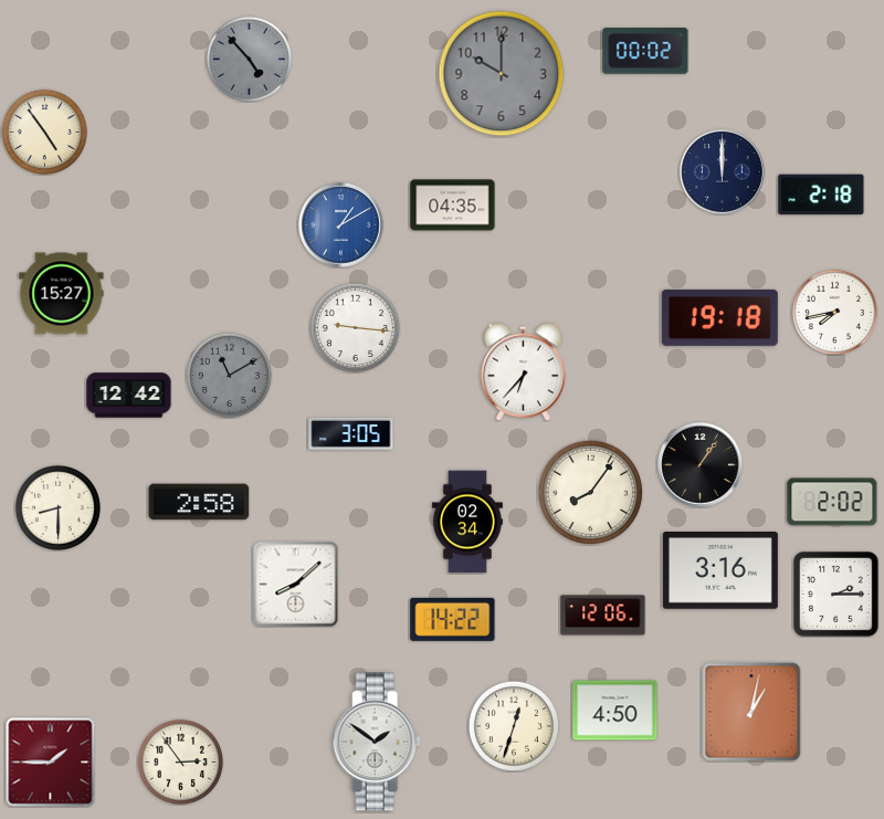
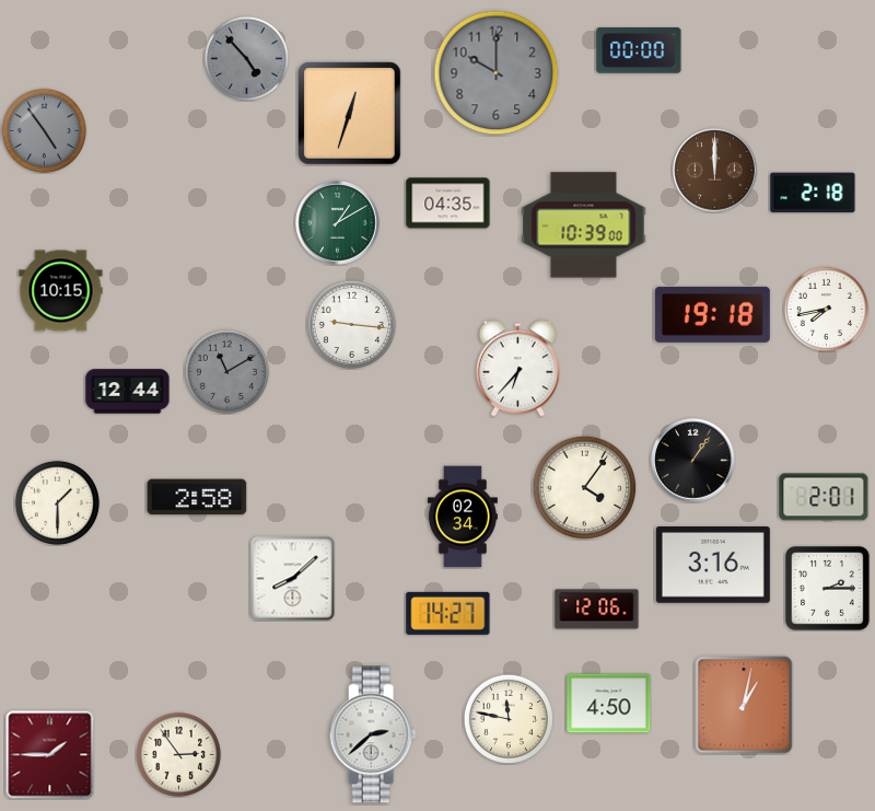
clock at (645, 51): 00:02 -> 00:00
clock at (350, 114): none -> 12:33
clock at (44, 132) dial: cream -> grey
clock at (723, 172) dial: navy -> brown
clock at (341, 225) dial: blue -> green
clock at (584, 225): none -> 10:39
clock at (62, 294): 15:27 -> 10:15
clock at (129, 396): 12:42 -> 12:44
clock at (351, 433): 3:05 -> none
clock at (590, 492): 8:06 -> 4:06
clock at (832, 502): 2:02 -> 2:01
clock at (57, 507): 8:30 -> 1:30
clock at (453, 619): 14:22 -> 14:27
clock at (514, 726): 12:33 -> 11:47
clock at (377, 742): 1:51 -> 2:38
